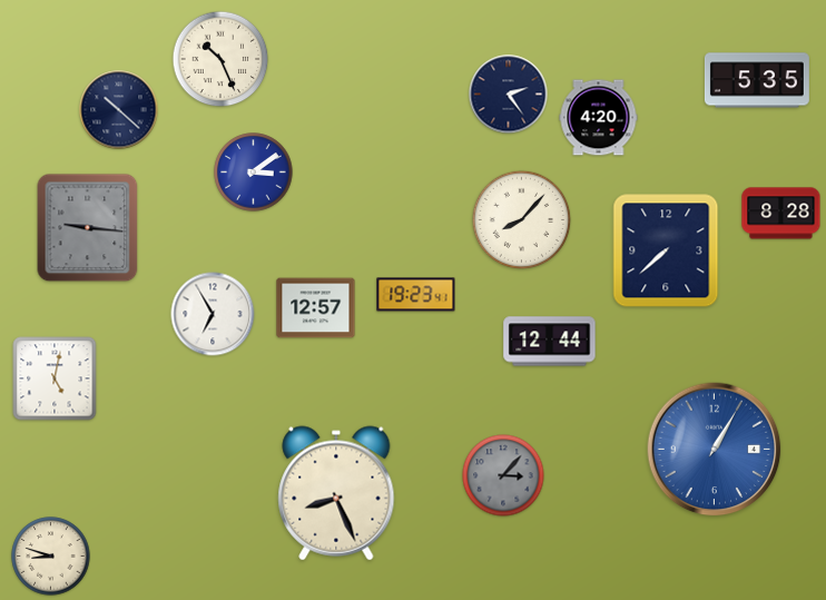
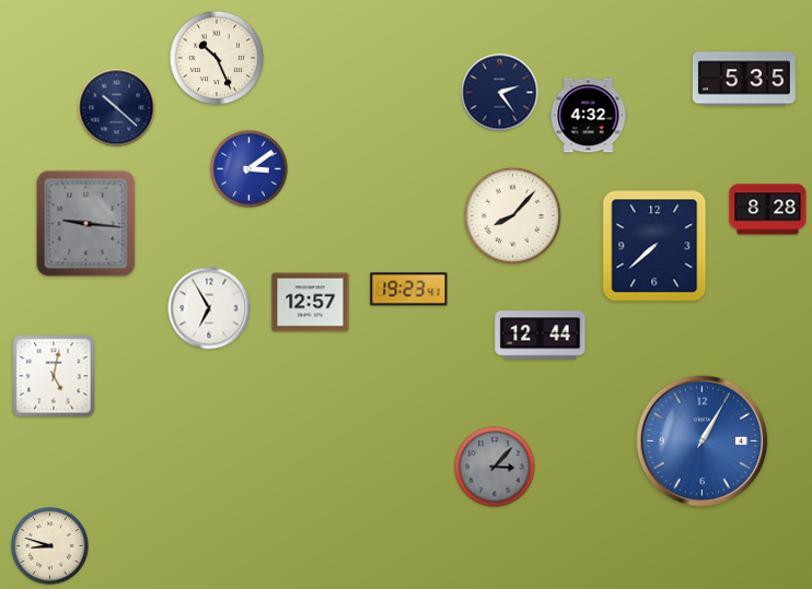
clock at (599, 118): 4:20 -> 4:32
clock at (55, 378) position: (55, 378) -> (54, 376)
clock at (336, 493): 8:26 -> none
